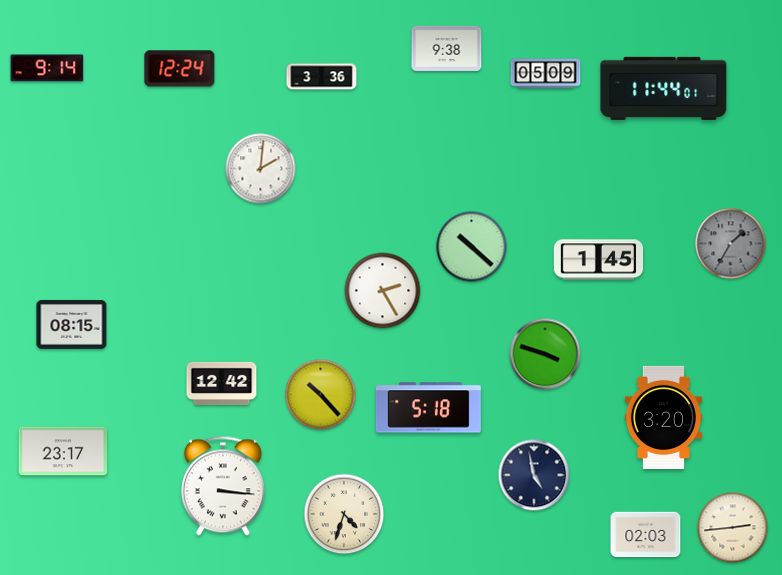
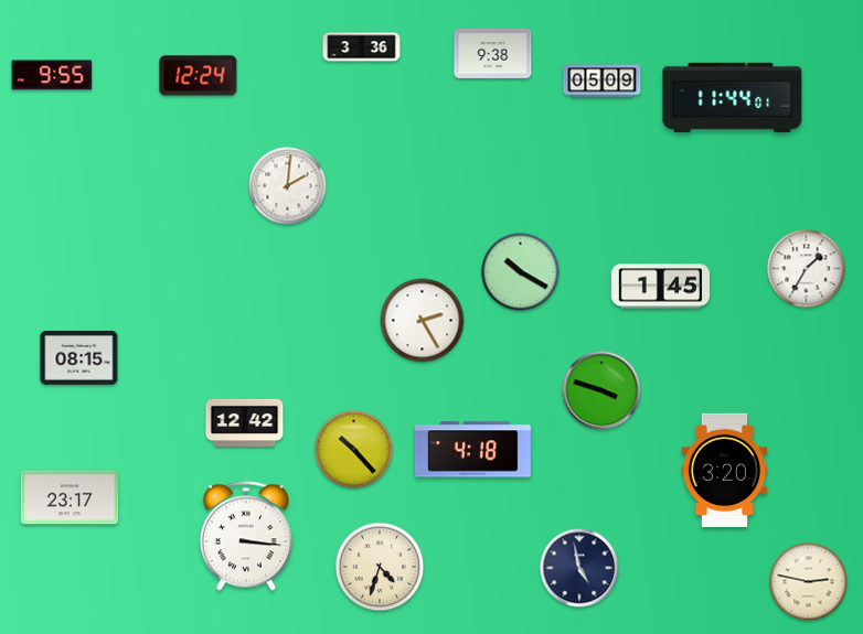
clock at (47, 68): 9:14 -> 9:55
clock at (322, 77) position: (322, 77) -> (362, 47)
clock at (731, 244) dial: grey -> white
clock at (472, 247): 10:22 -> 10:20
clock at (321, 395) position: (321, 395) -> (354, 450)
clock at (428, 408): 5:18 -> 4:18
clock at (663, 417) position: (663, 417) -> (724, 470)
clock at (534, 475) position: (534, 475) -> (579, 568)
clock at (733, 528): 2:44 -> 2:47
clock at (646, 535): 02:03 -> none
